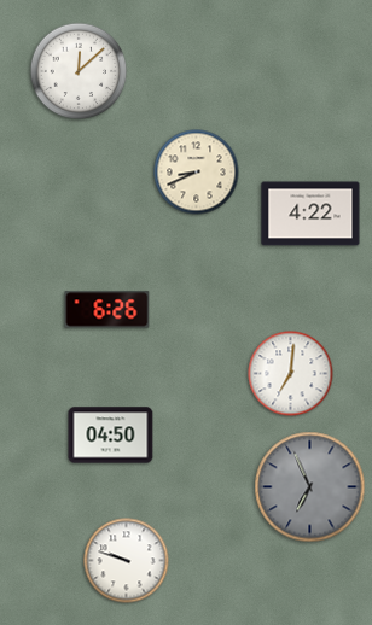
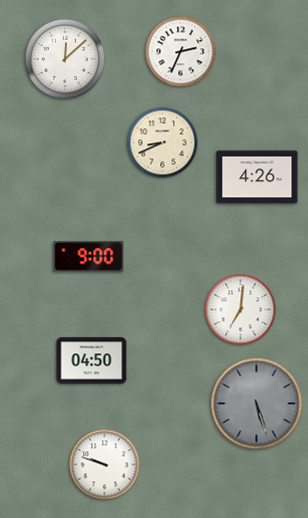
clock at (181, 52): none -> 2:34
clock at (310, 214): 4:22 -> 4:26
clock at (107, 310): 6:26 -> 9:00
clock at (310, 487): 6:56 -> 5:27
